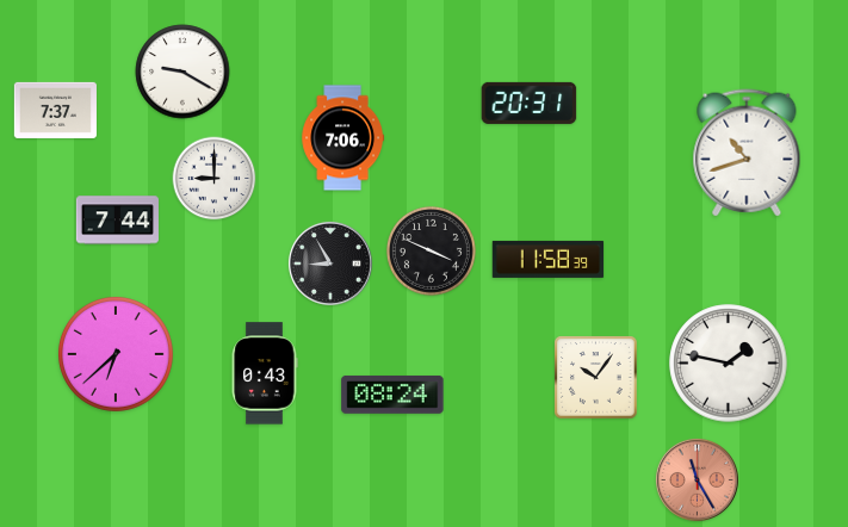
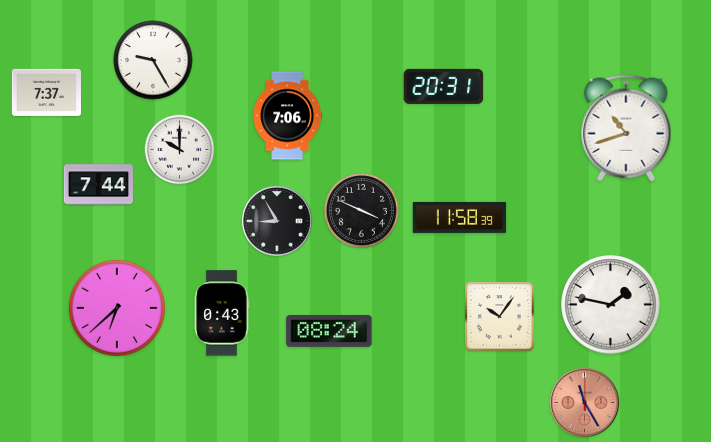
clock at (182, 72): 9:20 -> 9:25
clock at (215, 179): 9:00 -> 10:00
clock at (116, 354) position: (116, 354) -> (117, 308)
